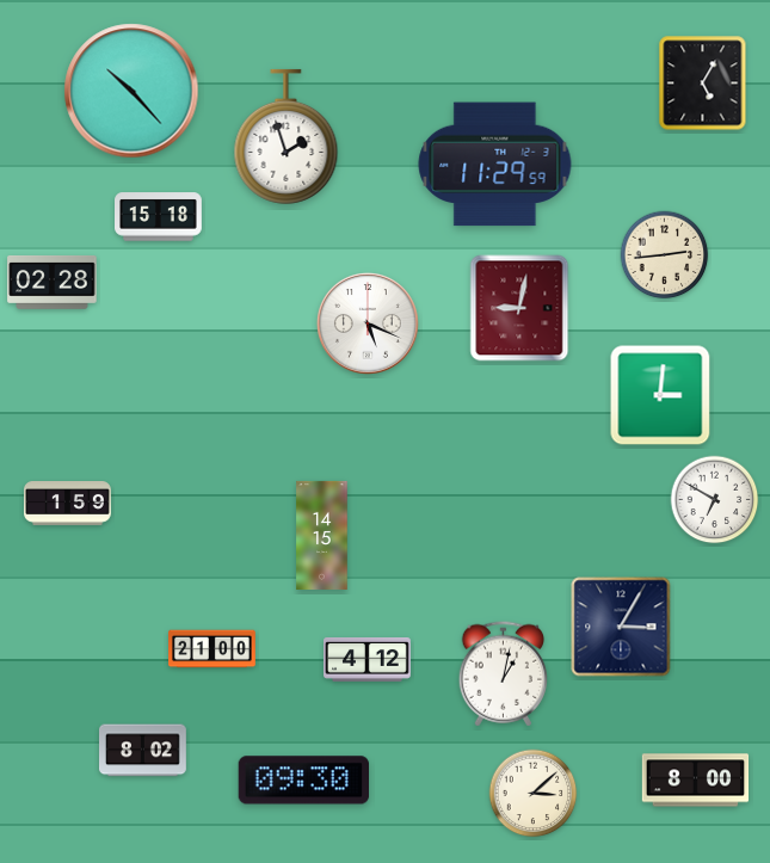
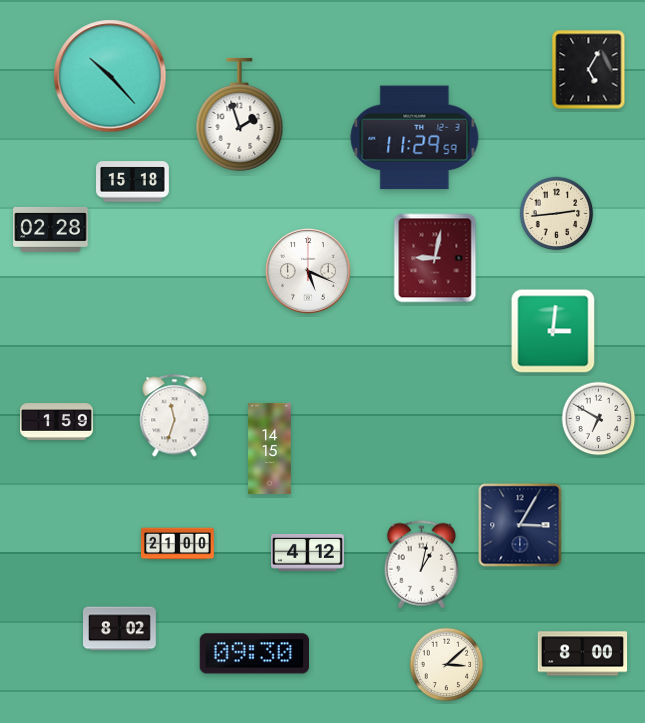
clock at (53, 282) position: (53, 282) -> (51, 229)
clock at (175, 416): none -> 11:33
